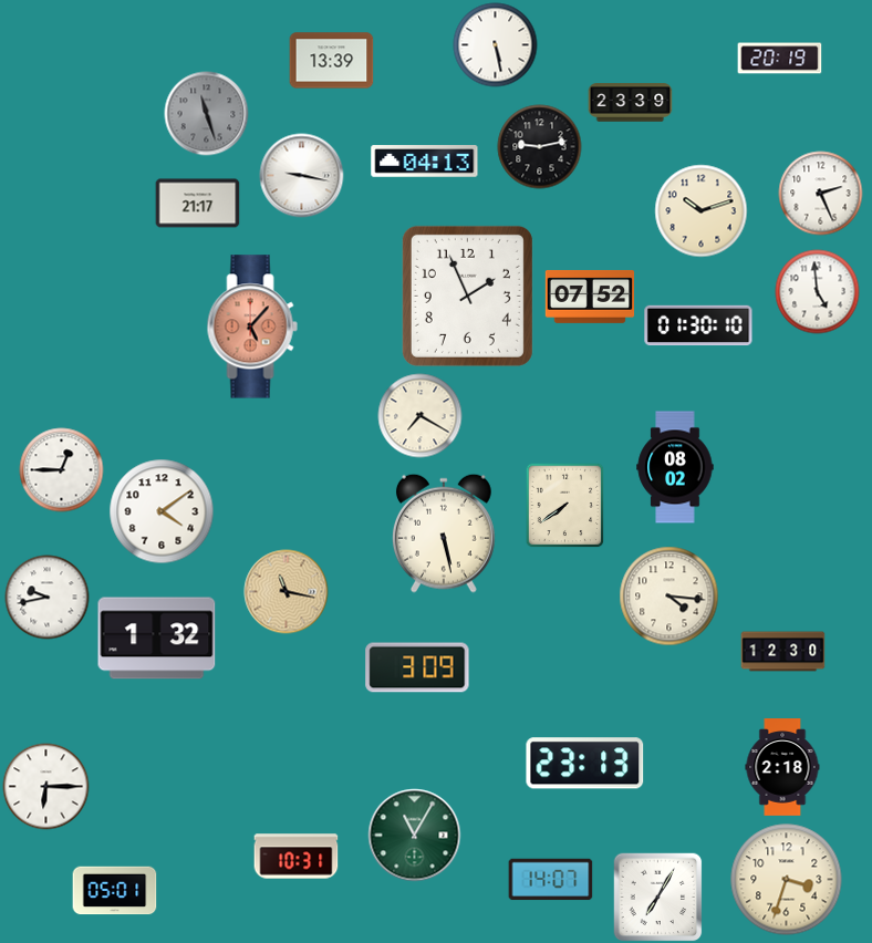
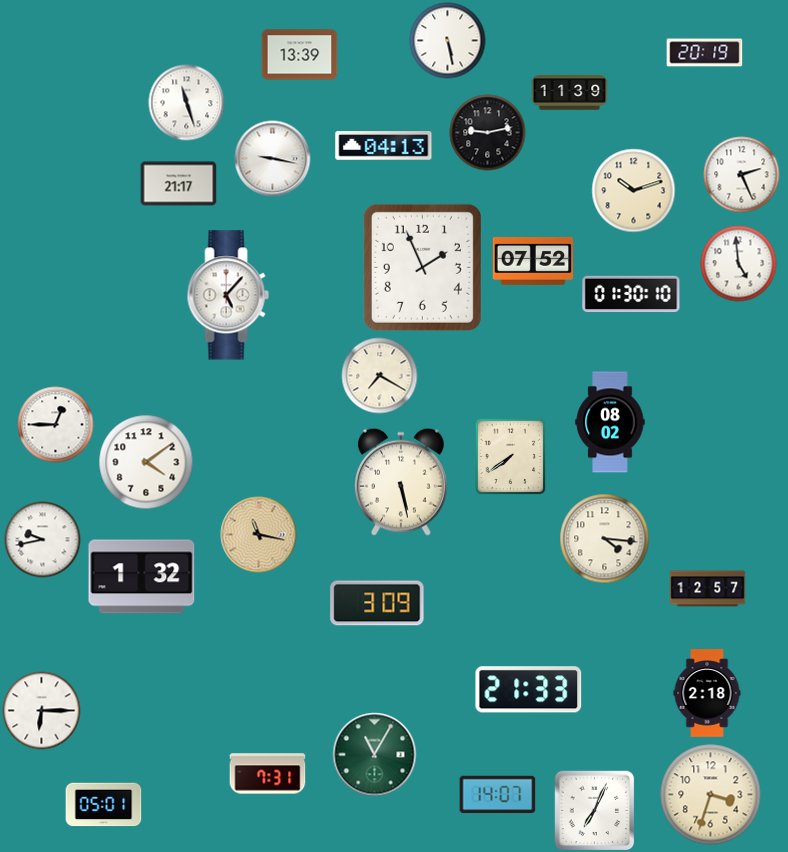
clock at (631, 103): 23:39 -> 11:39
clock at (207, 114) dial: grey -> white
clock at (590, 297) position: (590, 297) -> (533, 261)
clock at (252, 327) dial: salmon -> white
clock at (783, 652): 12:30 -> 12:57
clock at (585, 764): 23:13 -> 21:33
clock at (297, 857): 10:31 -> 7:31
clock at (658, 898): 7:05 -> 7:04
